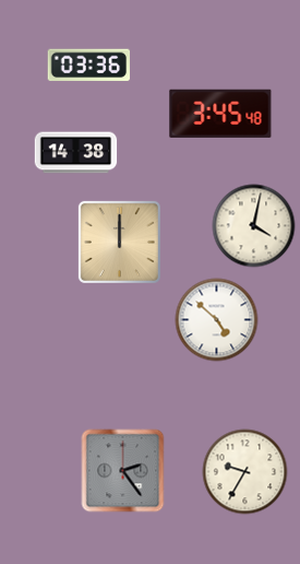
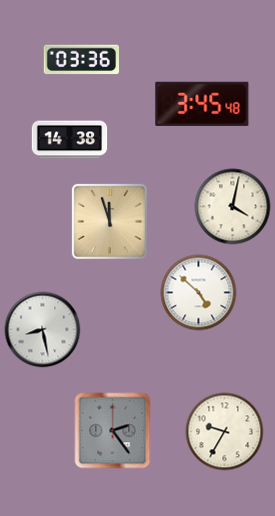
clock at (119, 242): 12:00 -> 11:57
clock at (43, 330): none -> 8:28
